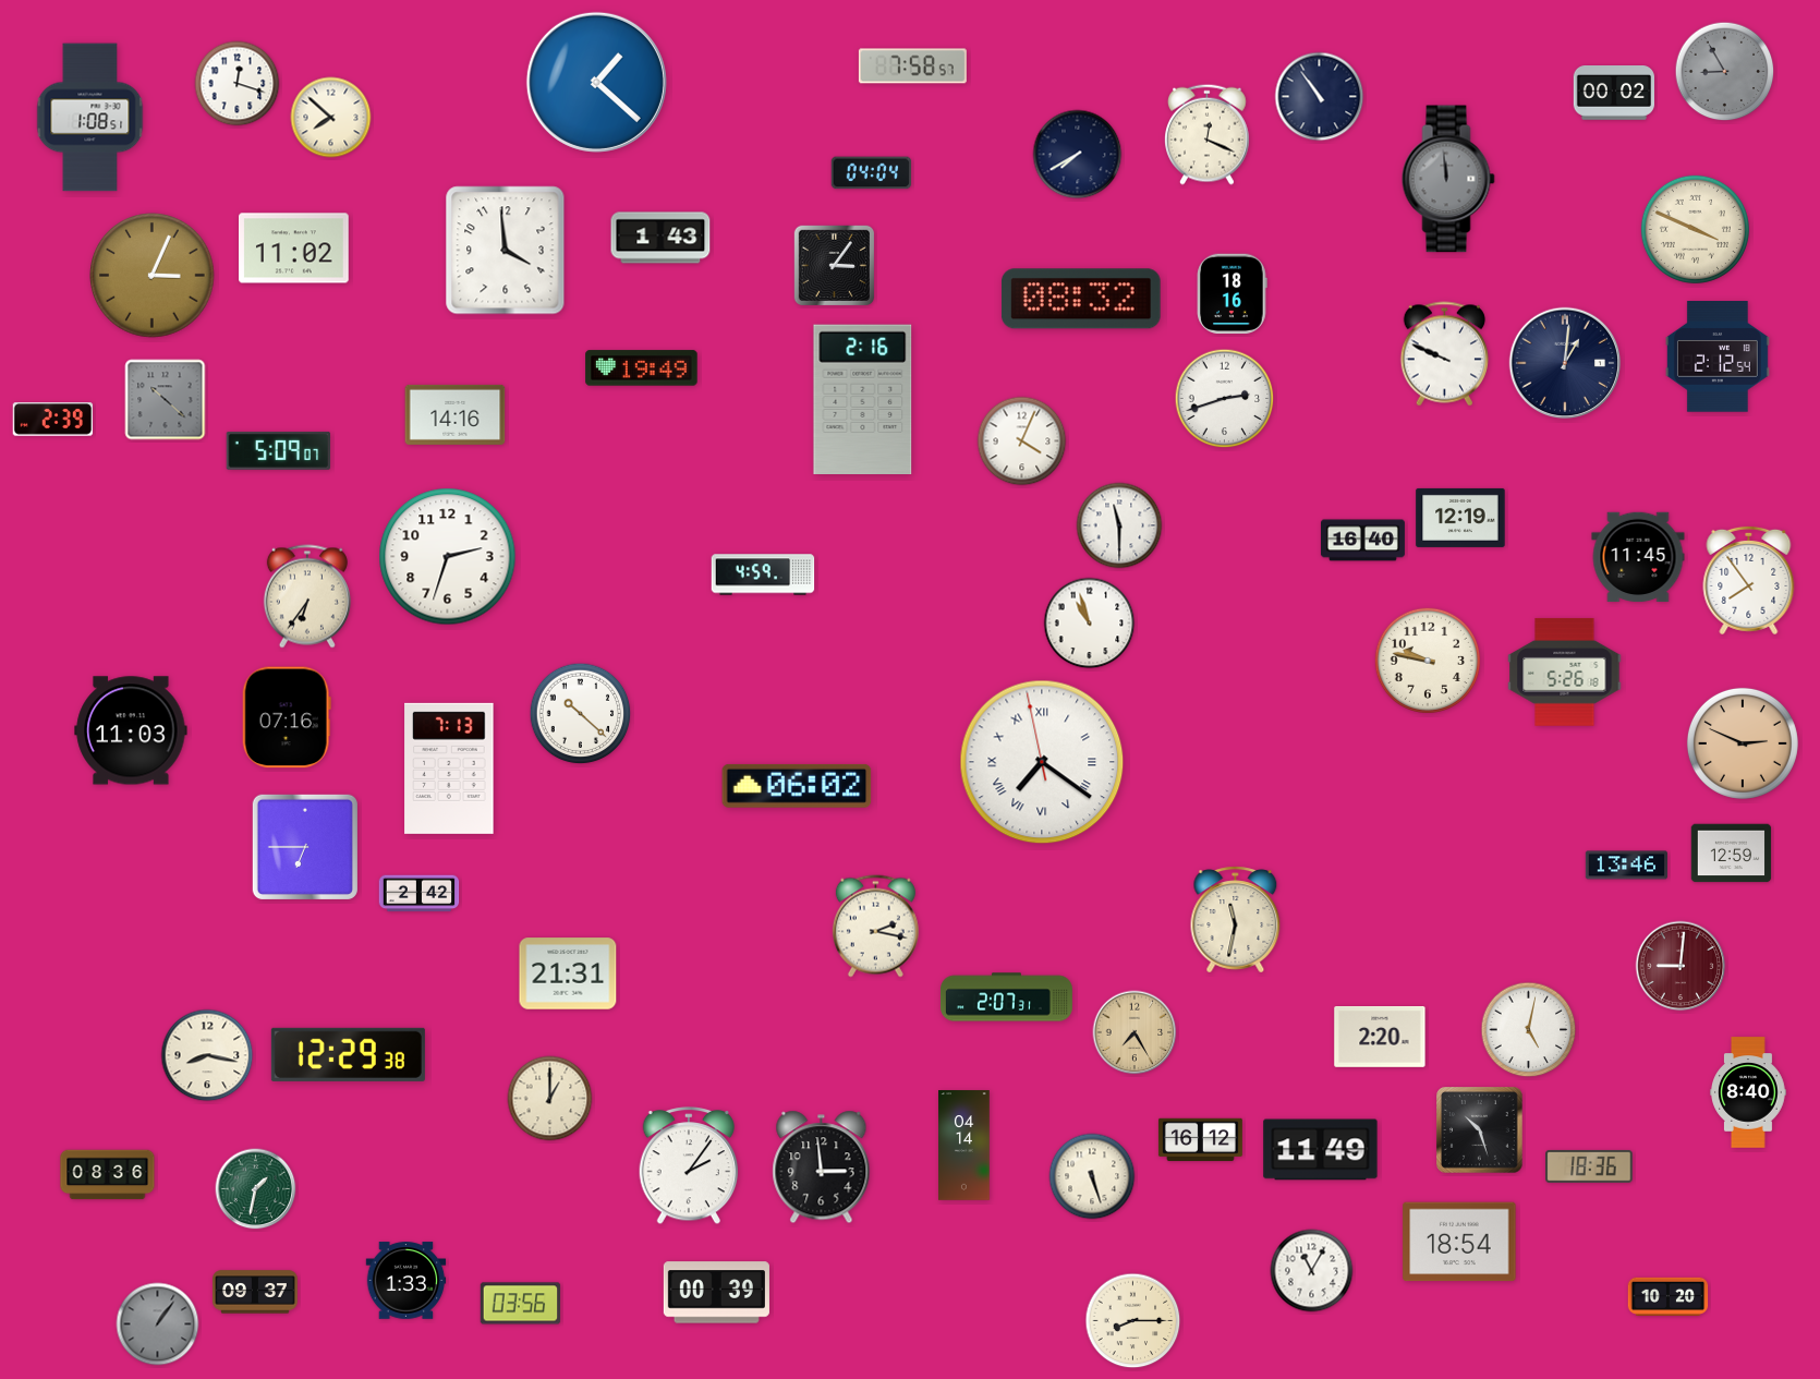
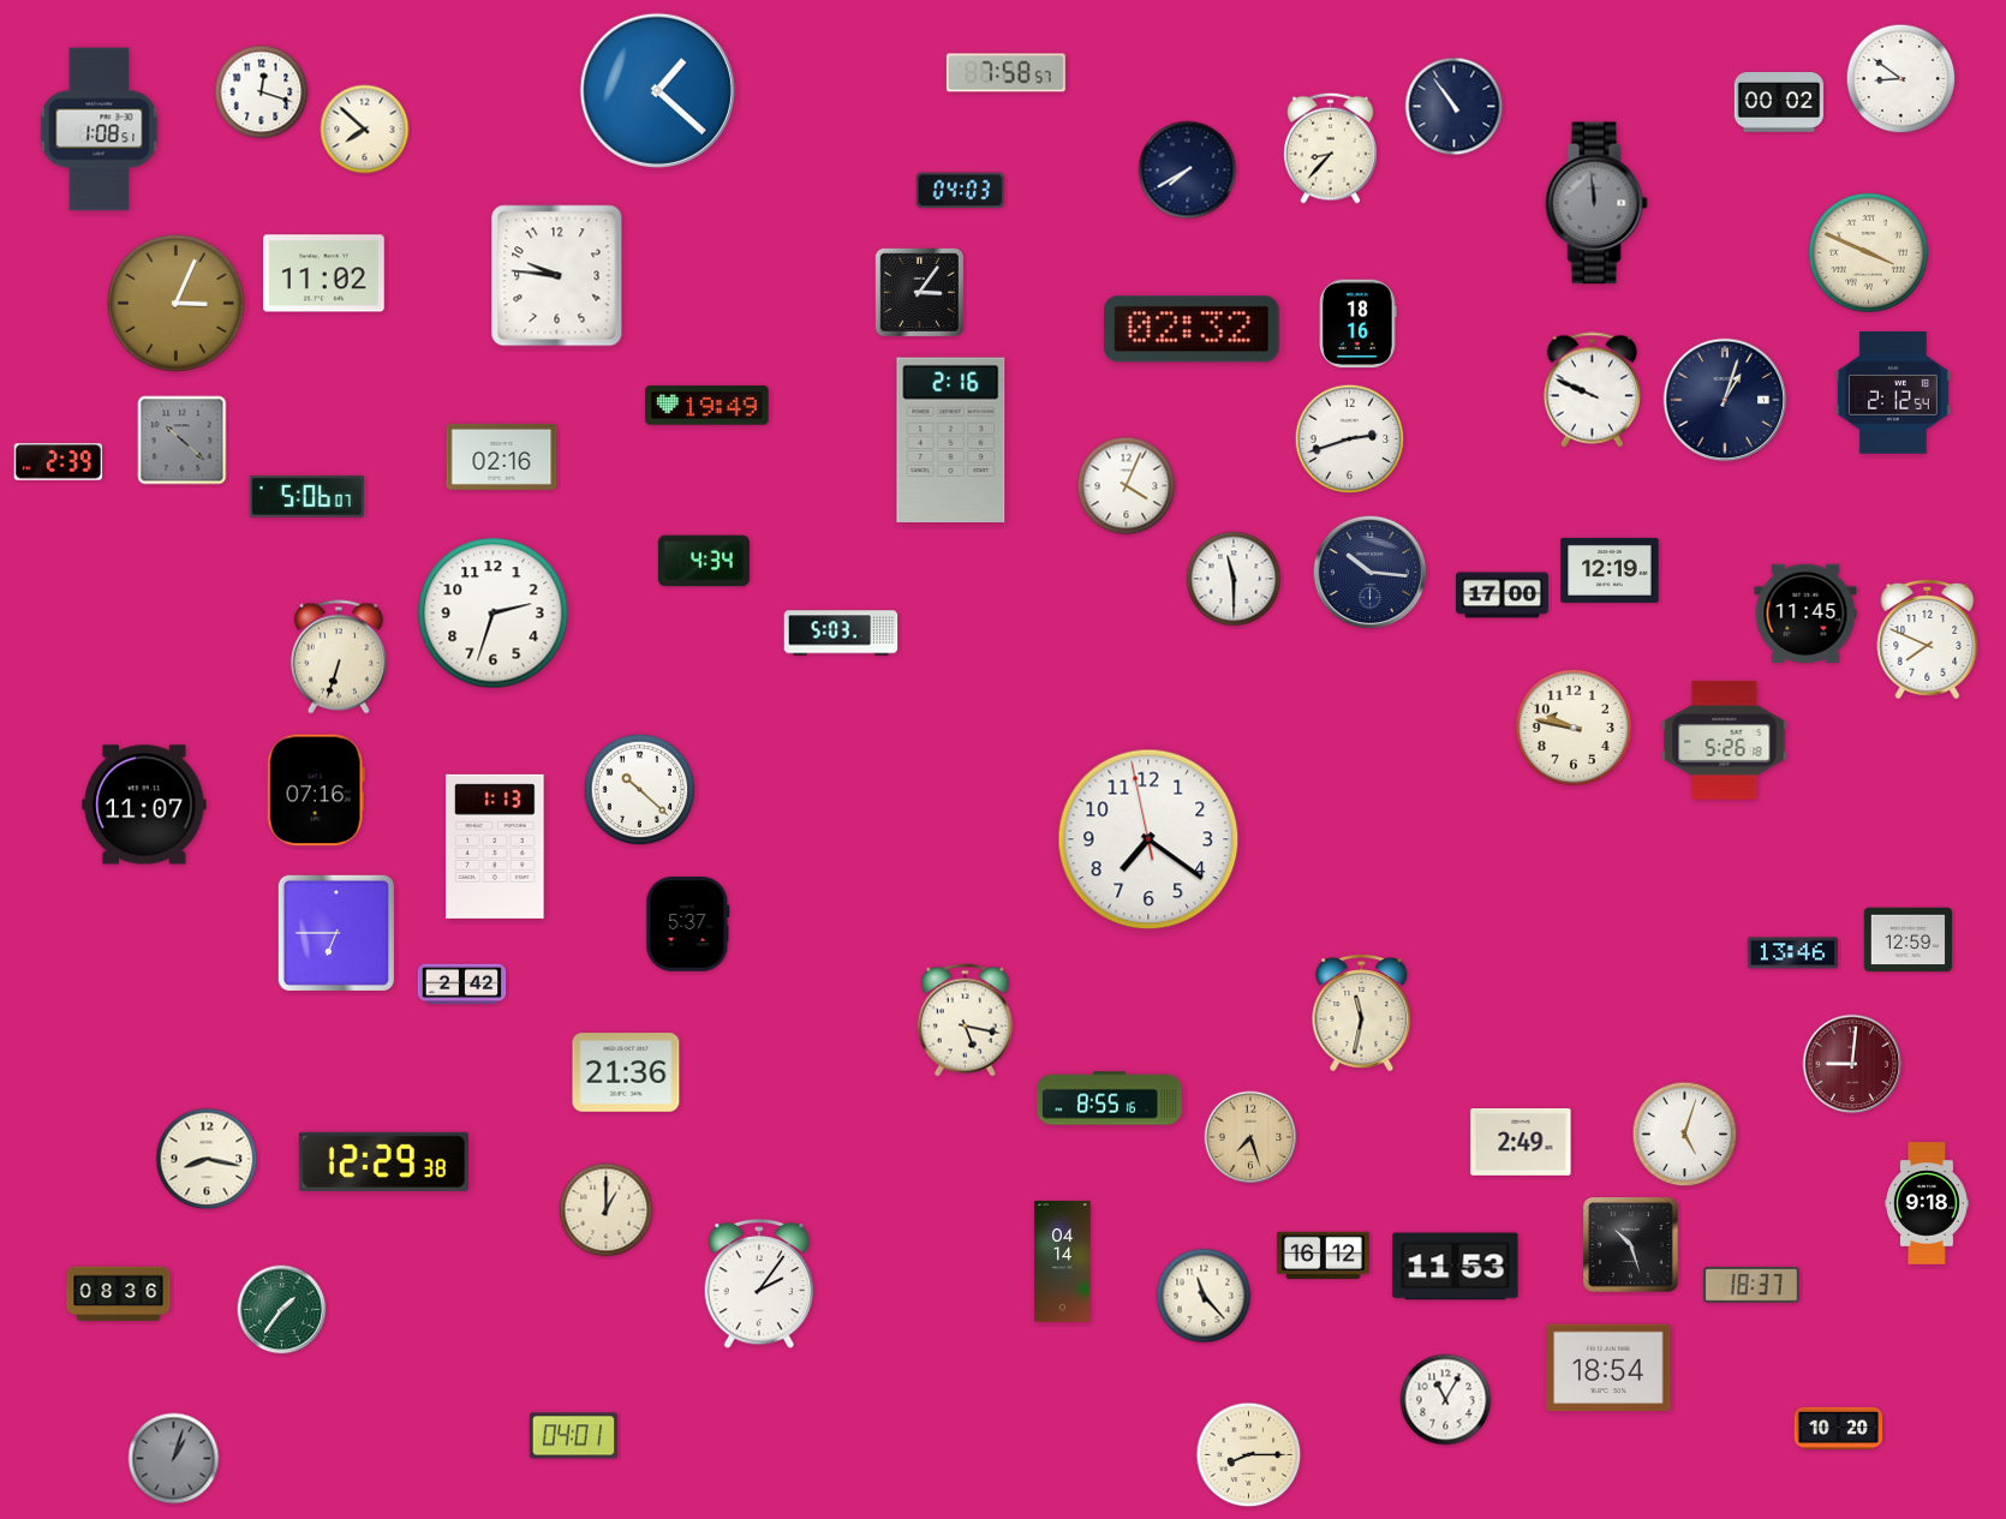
clock at (1725, 72): 8:55 -> 8:51
clock at (1725, 72) dial: grey -> white
clock at (1208, 134): 12:19 -> 8:37
clock at (872, 173): 04:04 -> 04:03
clock at (1448, 179) position: (1448, 179) -> (1596, 203)
clock at (660, 238): 1:43 -> none
clock at (506, 251): 3:59 -> 9:46
clock at (153, 276) position: (153, 276) -> (177, 304)
clock at (1081, 299): 08:32 -> 02:32
clock at (1565, 363): 1:01 -> 1:03
clock at (456, 414): 14:16 -> 02:16
clock at (278, 450): 5:09 -> 5:06
clock at (704, 561): none -> 4:34
clock at (1371, 573): none -> 10:16
clock at (1362, 541): 16:40 -> 17:00
clock at (763, 574): 4:59 -> 5:03
clock at (1749, 580): 7:54 -> 7:49
clock at (307, 596): 6:36 -> 6:33
clock at (1090, 624): 10:57 -> none
clock at (581, 714) position: (581, 714) -> (640, 790)
clock at (131, 730): 11:03 -> 11:07
clock at (1743, 743): 2:49 -> none
clock at (1042, 762) numerals: Roman -> Arabic
clock at (449, 769): 7:13 -> 1:13
clock at (797, 786): 06:02 -> none
clock at (688, 925): none -> 5:37
clock at (875, 927): 2:17 -> 5:17
clock at (568, 973): 21:31 -> 21:36
clock at (1006, 997): 2:07 -> 8:55
clock at (1529, 1030): 5:02 -> 5:03
clock at (1135, 1032): 7:25 -> 7:27
clock at (1380, 1038): 2:20 -> 2:49
clock at (207, 1055) position: (207, 1055) -> (207, 1159)
clock at (1748, 1092): 8:40 -> 9:18
clock at (1321, 1150): 11:49 -> 11:53
clock at (1589, 1166): 18:36 -> 18:37
clock at (822, 1168): 2:59 -> none
clock at (1092, 1176): 5:27 -> 11:23
clock at (256, 1189): 1:32 -> 1:36
clock at (407, 1281): 1:33 -> none
clock at (256, 1292): 09:37 -> none
clock at (716, 1293): 00:39 -> none
clock at (521, 1304): 03:56 -> 04:01
clock at (158, 1324): 1:06 -> 1:03
